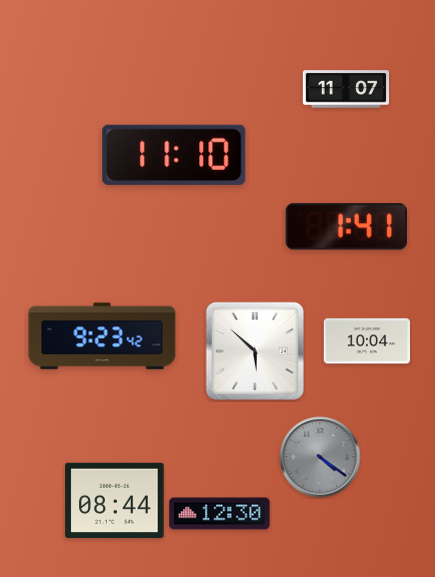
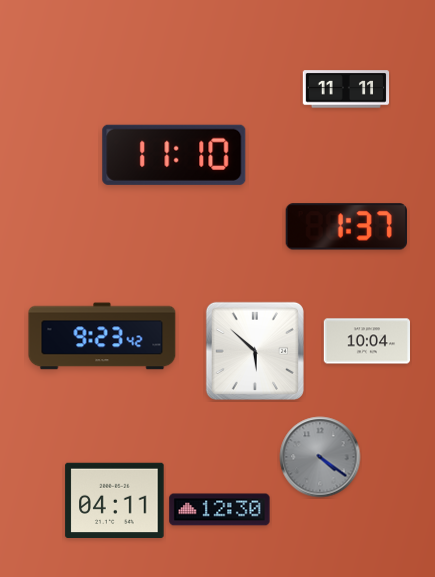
clock at (346, 89): 11:07 -> 11:11
clock at (346, 227): 1:41 -> 1:37
clock at (115, 501): 08:44 -> 04:11
clock at (220, 514) position: (220, 514) -> (220, 510)
